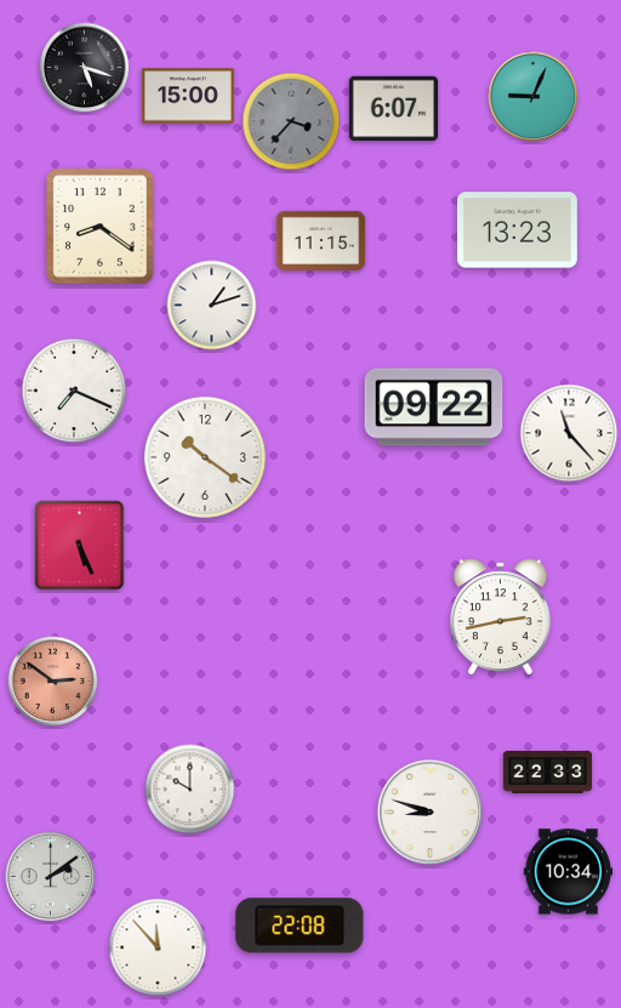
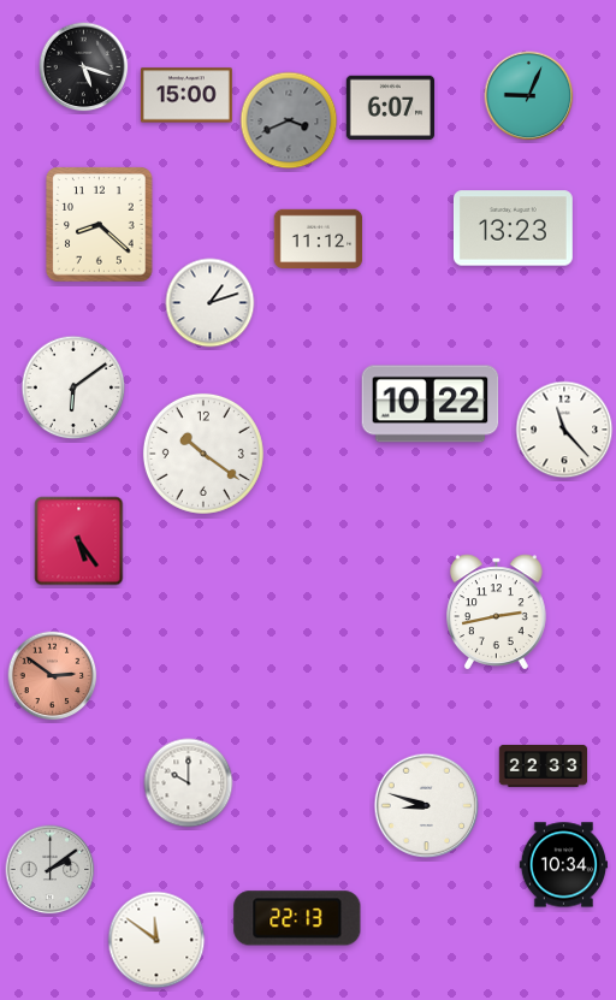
clock at (291, 121): 3:37 -> 3:41
clock at (101, 227): 8:21 -> 8:22
clock at (321, 240): 11:15 -> 11:12
clock at (74, 391): 7:19 -> 6:09
clock at (434, 408): 09:22 -> 10:22
clock at (80, 546): 5:26 -> 5:24
clock at (300, 926): 22:08 -> 22:13
clock at (158, 947): 11:53 -> 11:51
